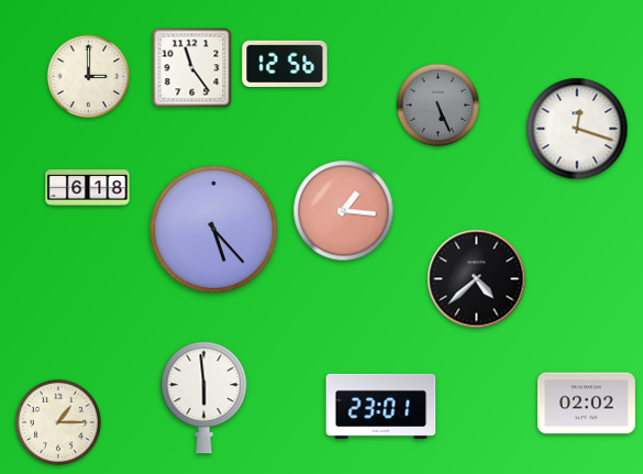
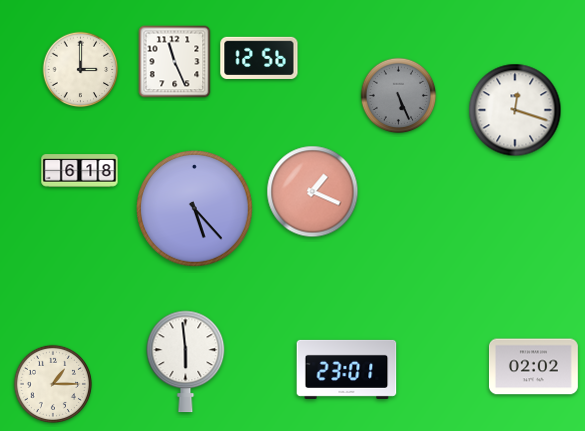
clock at (192, 68): 11:24 -> 11:26
clock at (577, 129) position: (577, 129) -> (515, 110)
clock at (344, 211): 1:16 -> 1:19
clock at (477, 279): 4:38 -> none
